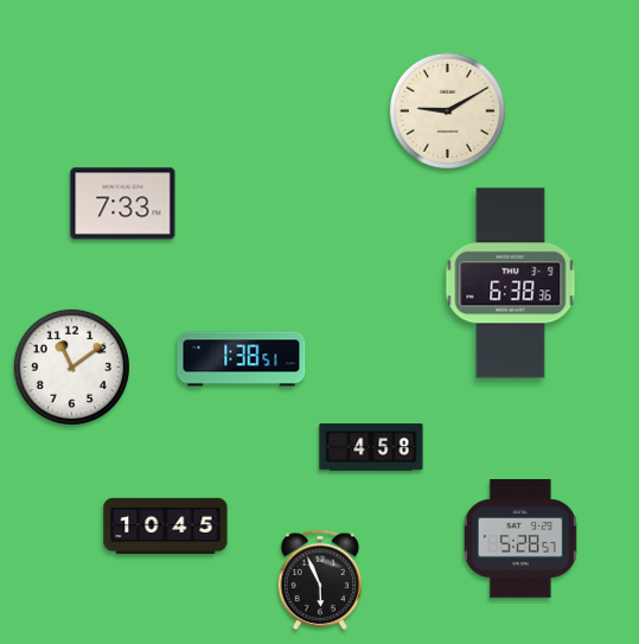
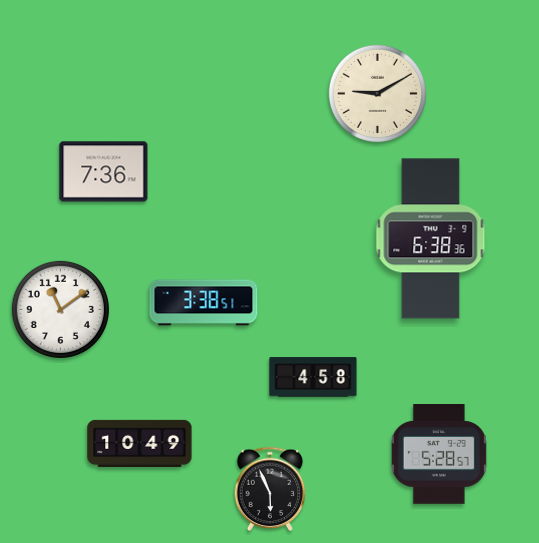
clock at (123, 204): 7:33 -> 7:36
clock at (242, 359): 1:38 -> 3:38
clock at (166, 525): 10:45 -> 10:49
